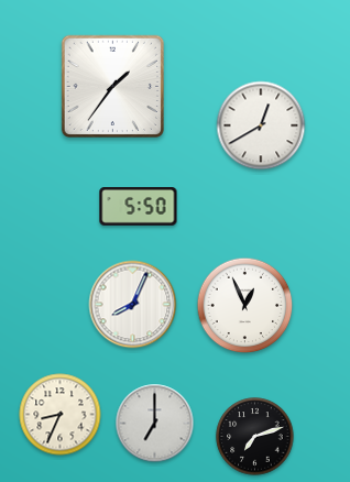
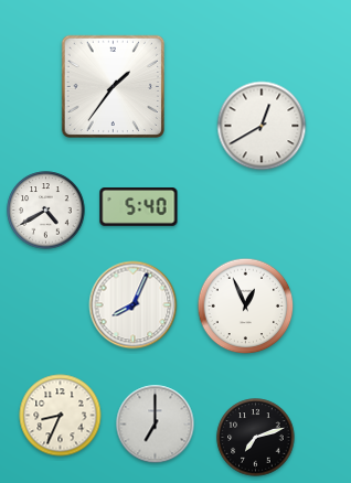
clock at (139, 207): 5:50 -> 5:40
clock at (46, 211): none -> 4:40
